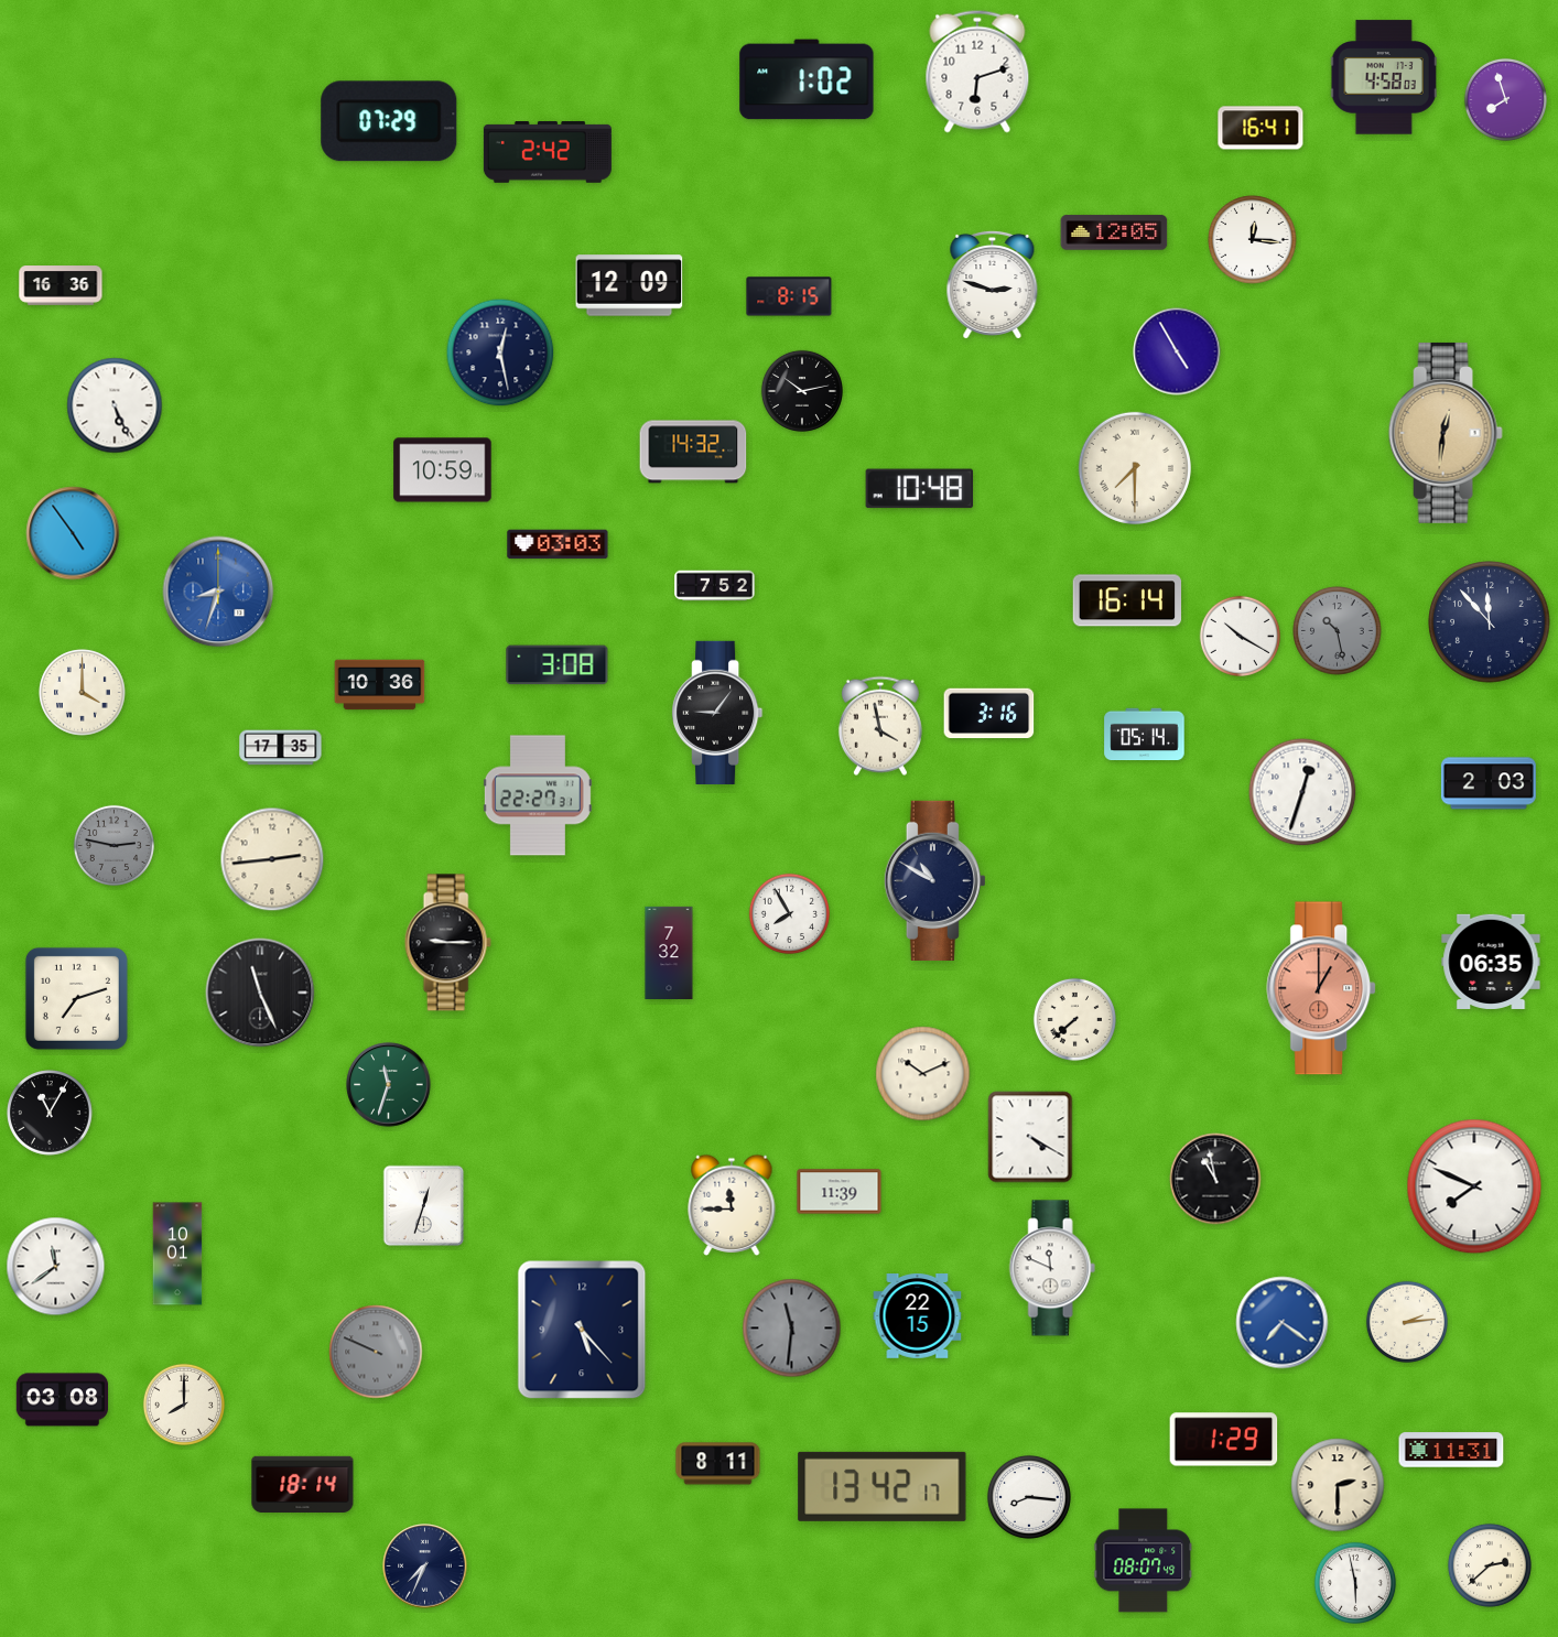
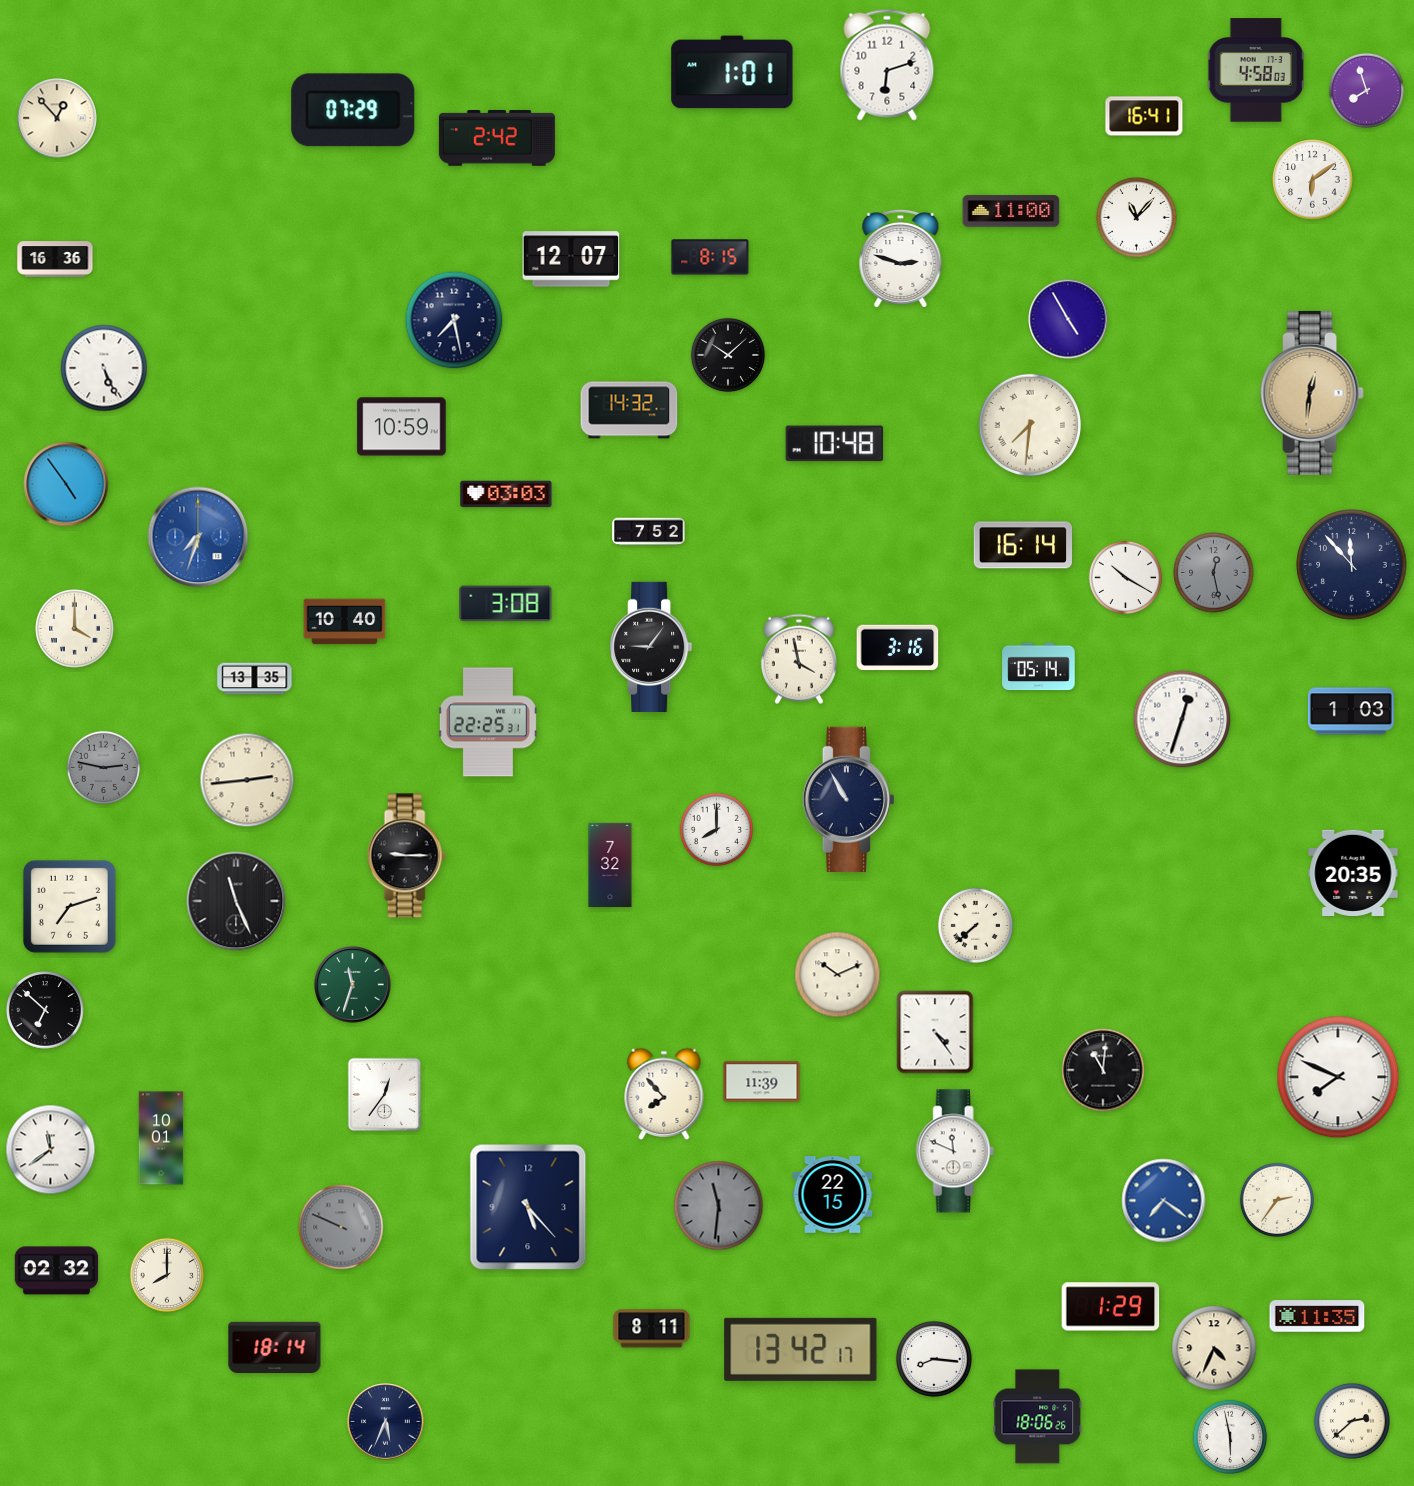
clock at (807, 79): 1:02 -> 1:01
clock at (57, 118): none -> 12:53
clock at (1313, 180): none -> 6:09
clock at (1114, 232): 12:05 -> 11:00
clock at (1253, 240): 12:16 -> 11:07
clock at (629, 285): 12:09 -> 12:07
clock at (789, 296) position: (789, 296) -> (710, 257)
clock at (500, 353): 12:28 -> 7:28
clock at (802, 391): 10:13 -> 10:08
clock at (1135, 468): 7:30 -> 7:31
clock at (218, 592): 8:33 -> 7:33
clock at (1338, 631): 10:28 -> 12:28
clock at (380, 685): 10:36 -> 10:40
clock at (281, 748): 17:35 -> 13:35
clock at (1489, 783): 2:03 -> 1:03
clock at (538, 795): 22:27 -> 22:25
clock at (934, 880): 10:50 -> 10:55
clock at (789, 913): 7:55 -> 8:00
clock at (669, 952) position: (669, 952) -> (610, 864)
clock at (1491, 961): 06:35 -> 20:35
clock at (1322, 988): 1:00 -> none
clock at (51, 1114): 11:05 -> 6:52
clock at (1030, 1137): 4:20 -> 4:24
clock at (1215, 1179): 10:58 -> 11:01
clock at (732, 1205): 11:45 -> 7:53
clock at (424, 1206): 12:33 -> 12:36
clock at (1407, 1322): 2:14 -> 2:36
clock at (63, 1400): 03:08 -> 02:32
clock at (1451, 1450): 11:31 -> 11:35
clock at (1338, 1485): 2:30 -> 4:34
clock at (1144, 1561): 08:07 -> 18:06
clock at (425, 1566): 7:34 -> 5:34
